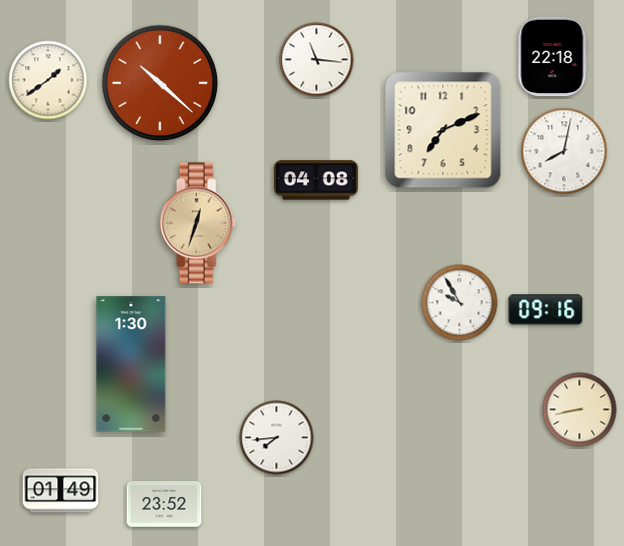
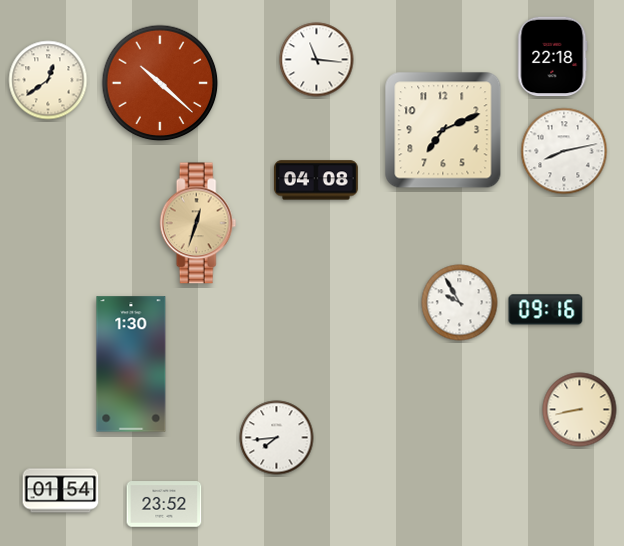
clock at (48, 80): 1:39 -> 12:39
clock at (564, 151): 8:02 -> 8:13
clock at (61, 491): 01:49 -> 01:54
